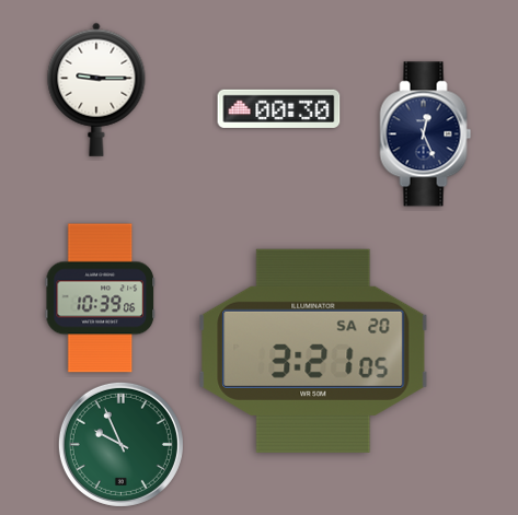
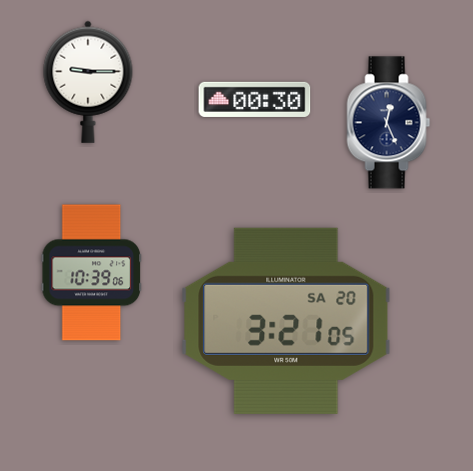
clock at (120, 444): 9:56 -> none
